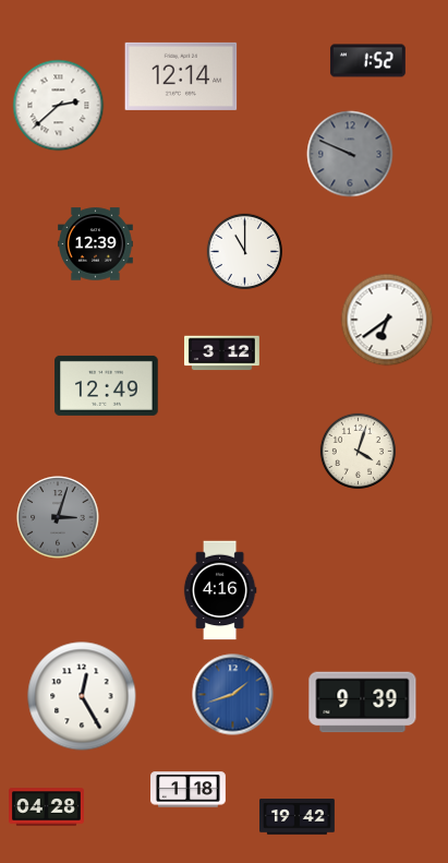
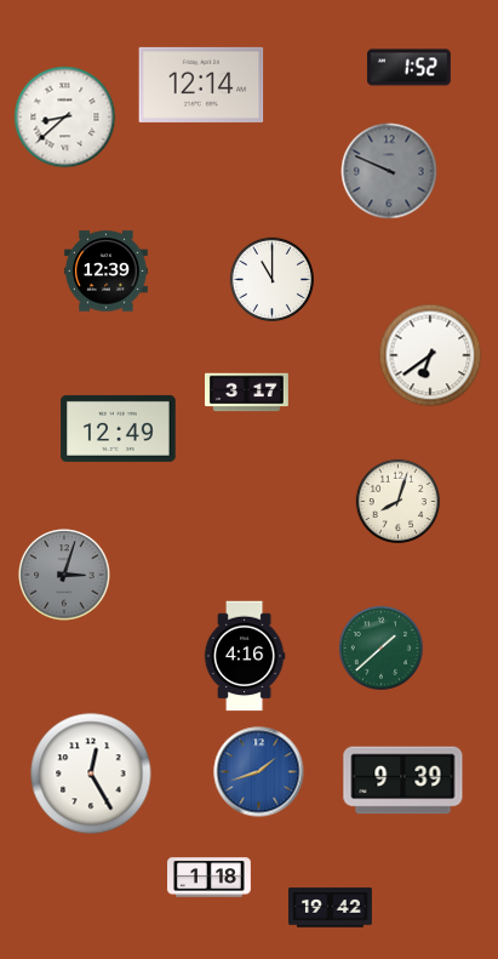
clock at (59, 106): 2:38 -> 8:38
clock at (222, 353): 3:12 -> 3:17
clock at (358, 451): 4:03 -> 8:03
clock at (380, 647): none -> 1:38
clock at (47, 807): 04:28 -> none
